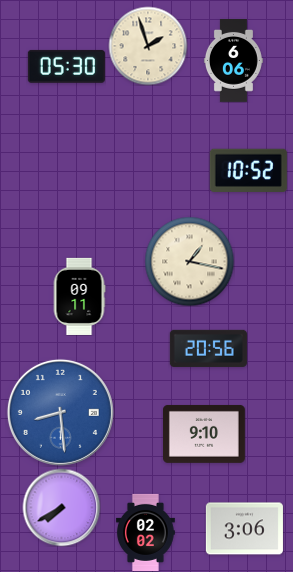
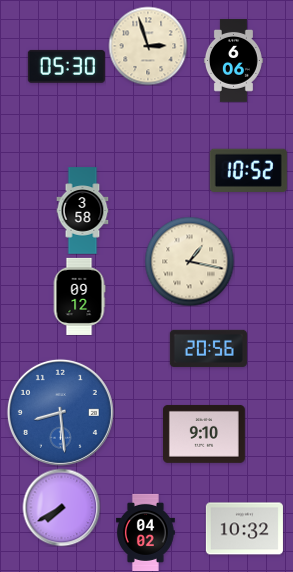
clock at (148, 46): 1:57 -> 2:57
clock at (83, 211): none -> 3:58
clock at (79, 296): 09:11 -> 09:12
clock at (244, 529): 3:06 -> 10:32
clock at (145, 532): 02:02 -> 04:02
